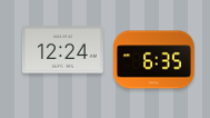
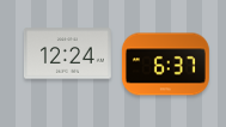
clock at (153, 60): 6:35 -> 6:37
